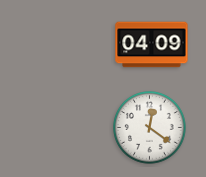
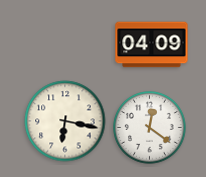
clock at (65, 121): none -> 6:17
